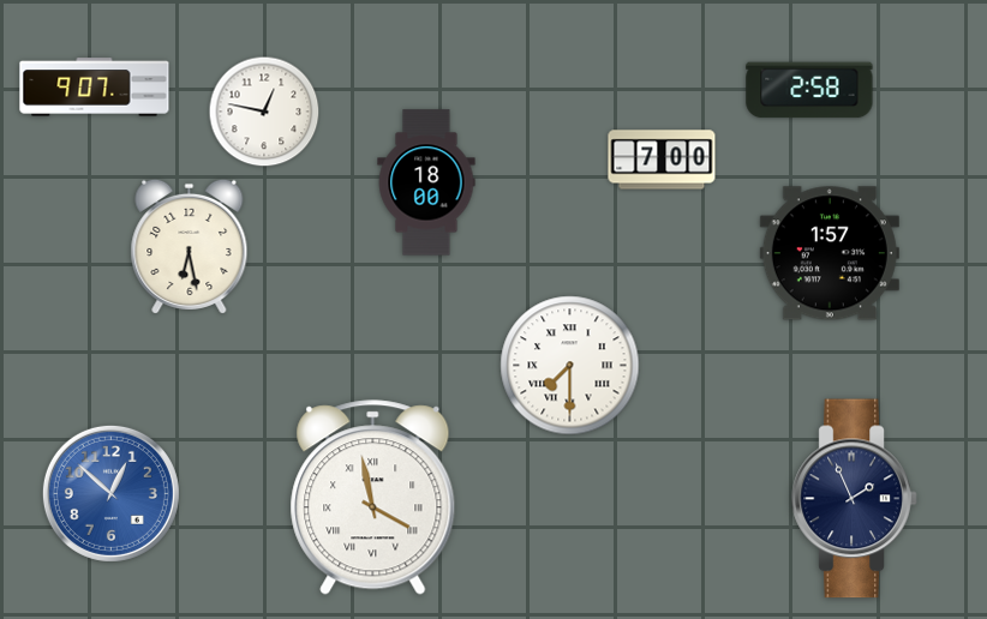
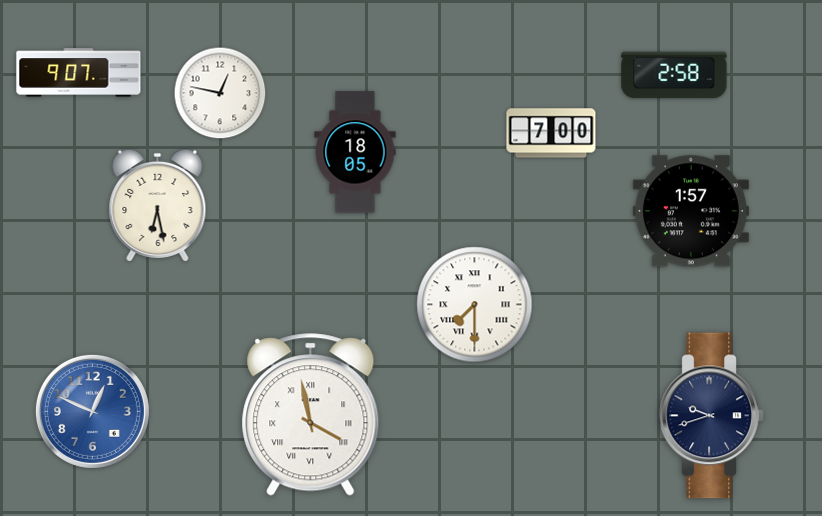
clock at (426, 182): 18:00 -> 18:05
clock at (110, 493): 12:52 -> 12:49
clock at (855, 499): 1:56 -> 9:42
